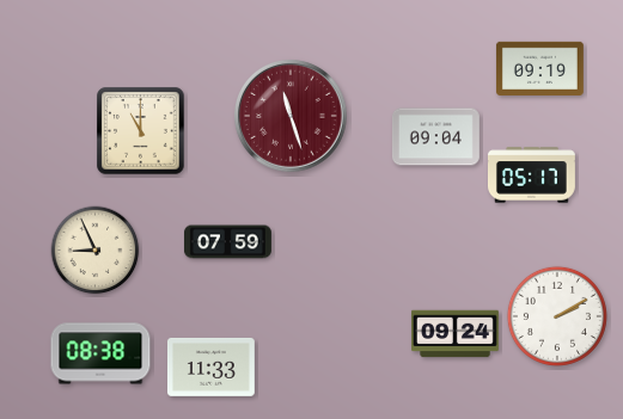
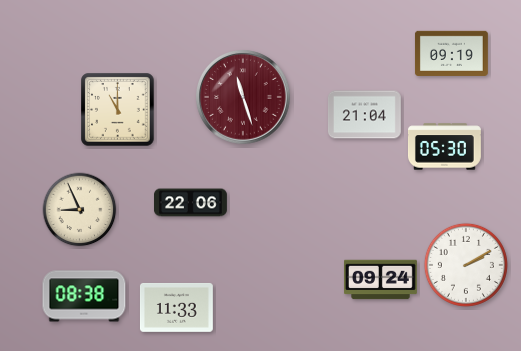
clock at (539, 68) position: (539, 68) -> (451, 53)
clock at (435, 137): 09:04 -> 21:04
clock at (532, 175): 05:17 -> 05:30
clock at (228, 242): 07:59 -> 22:06
